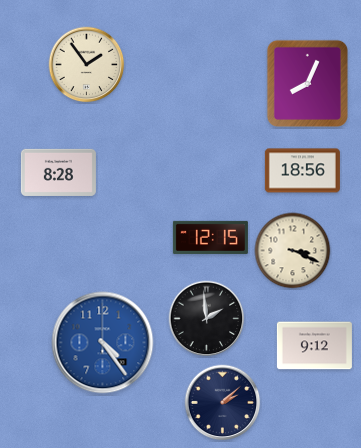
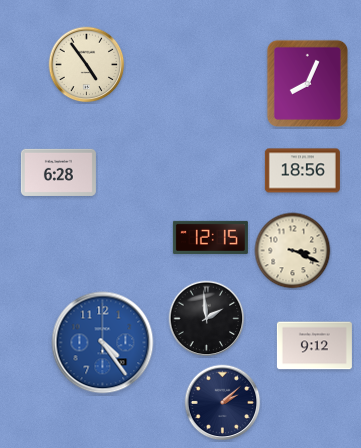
clock at (87, 65): 1:54 -> 4:54
clock at (58, 172): 8:28 -> 6:28
